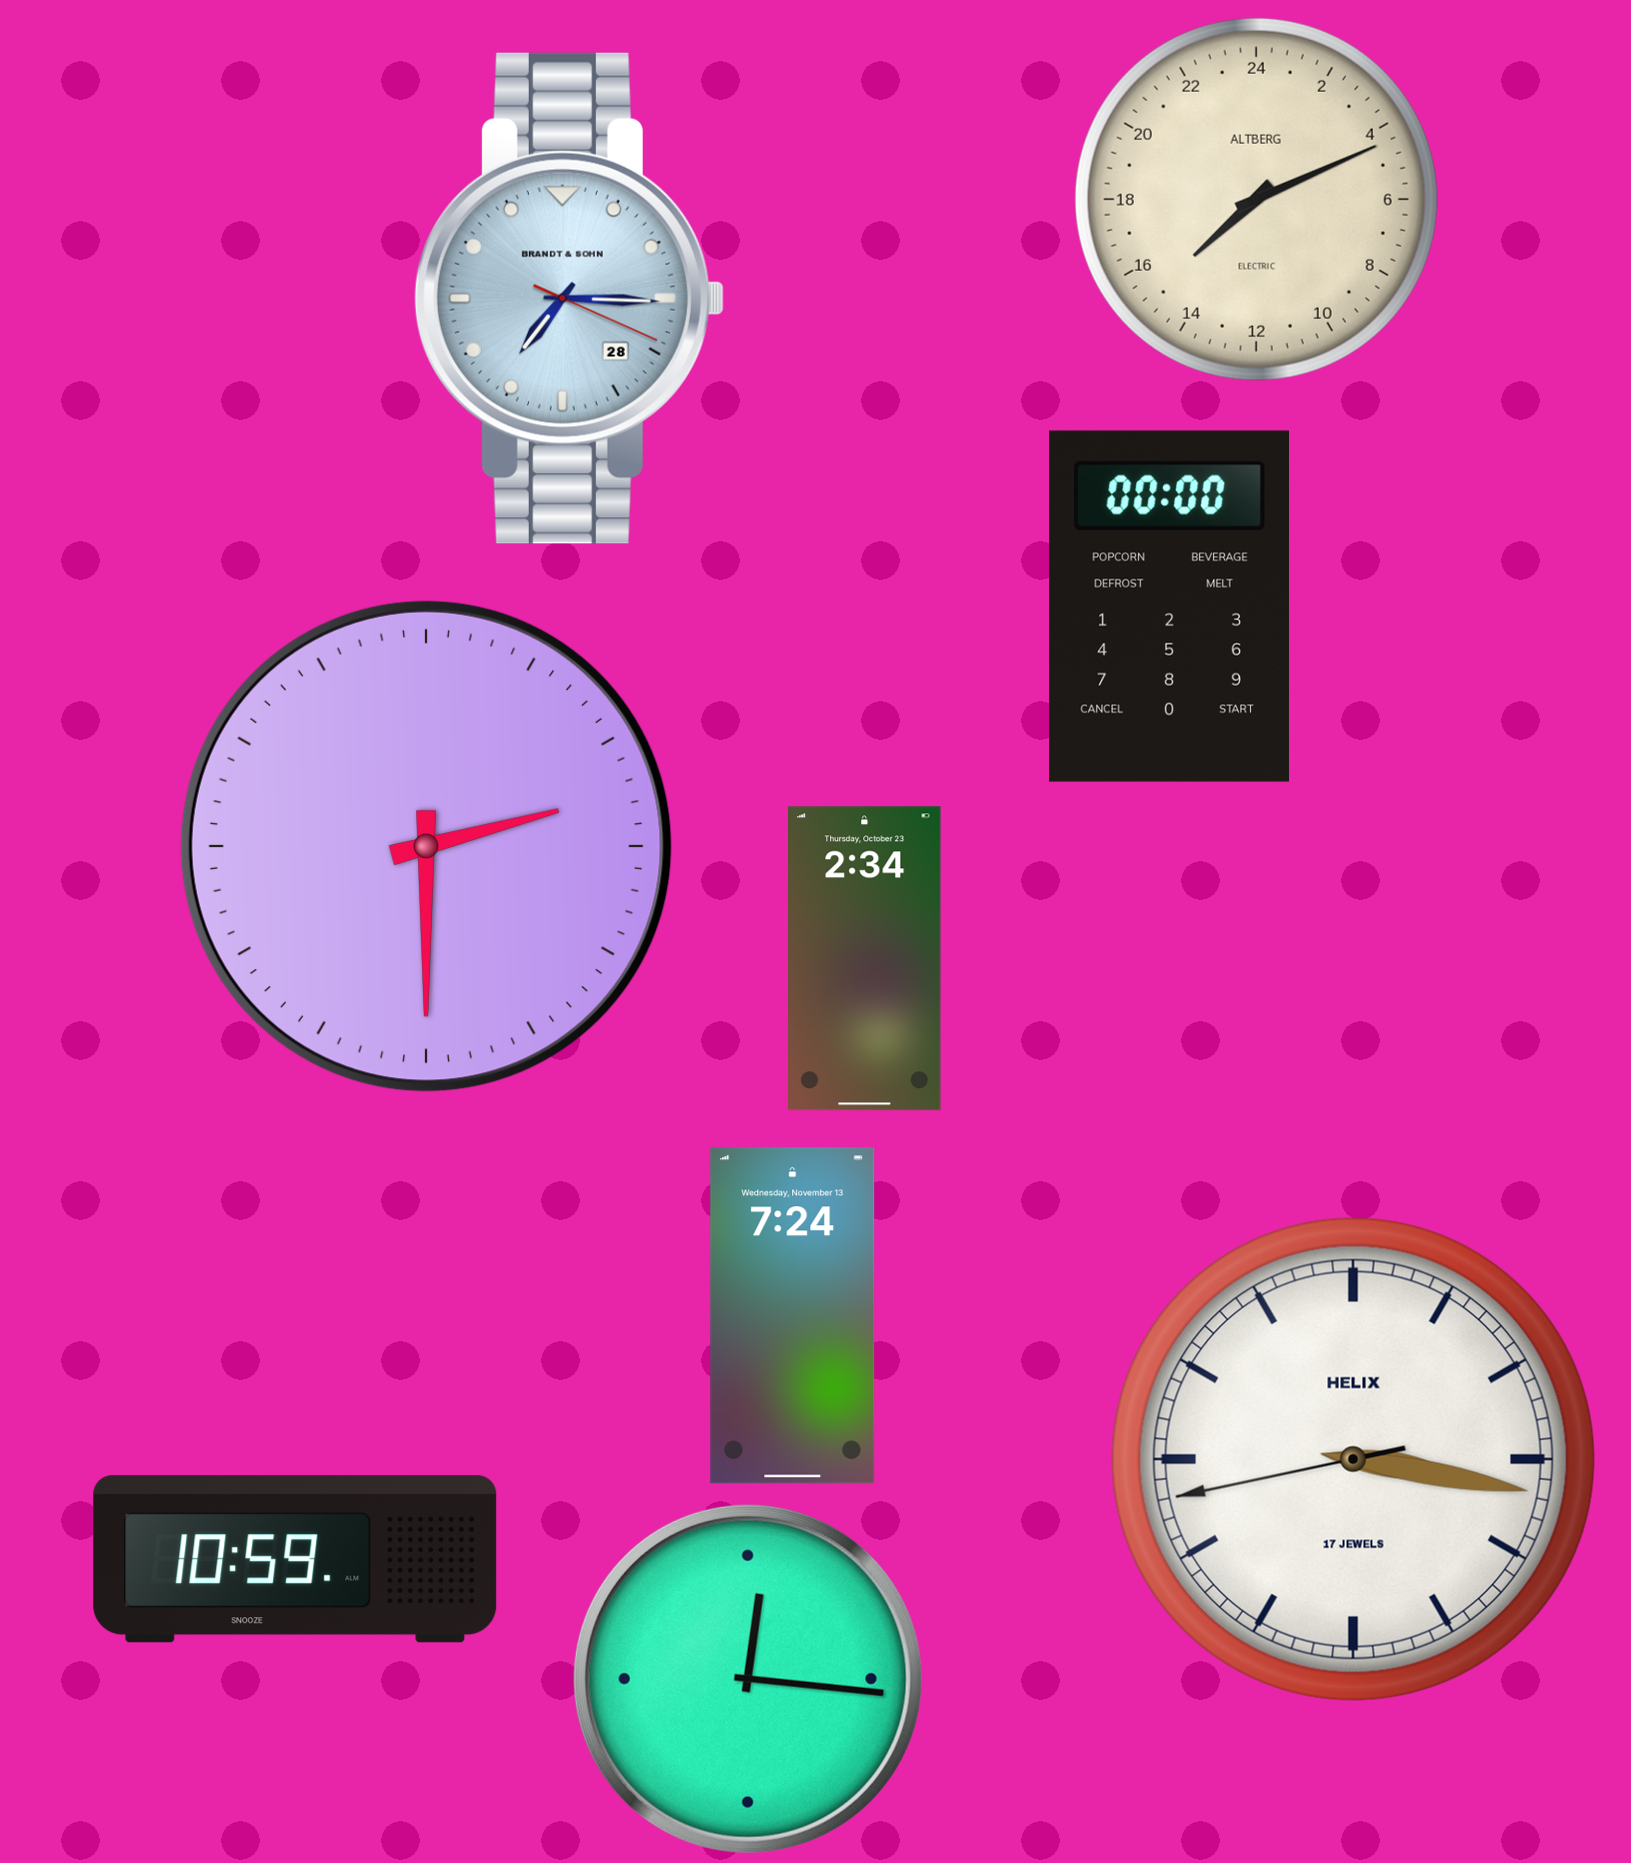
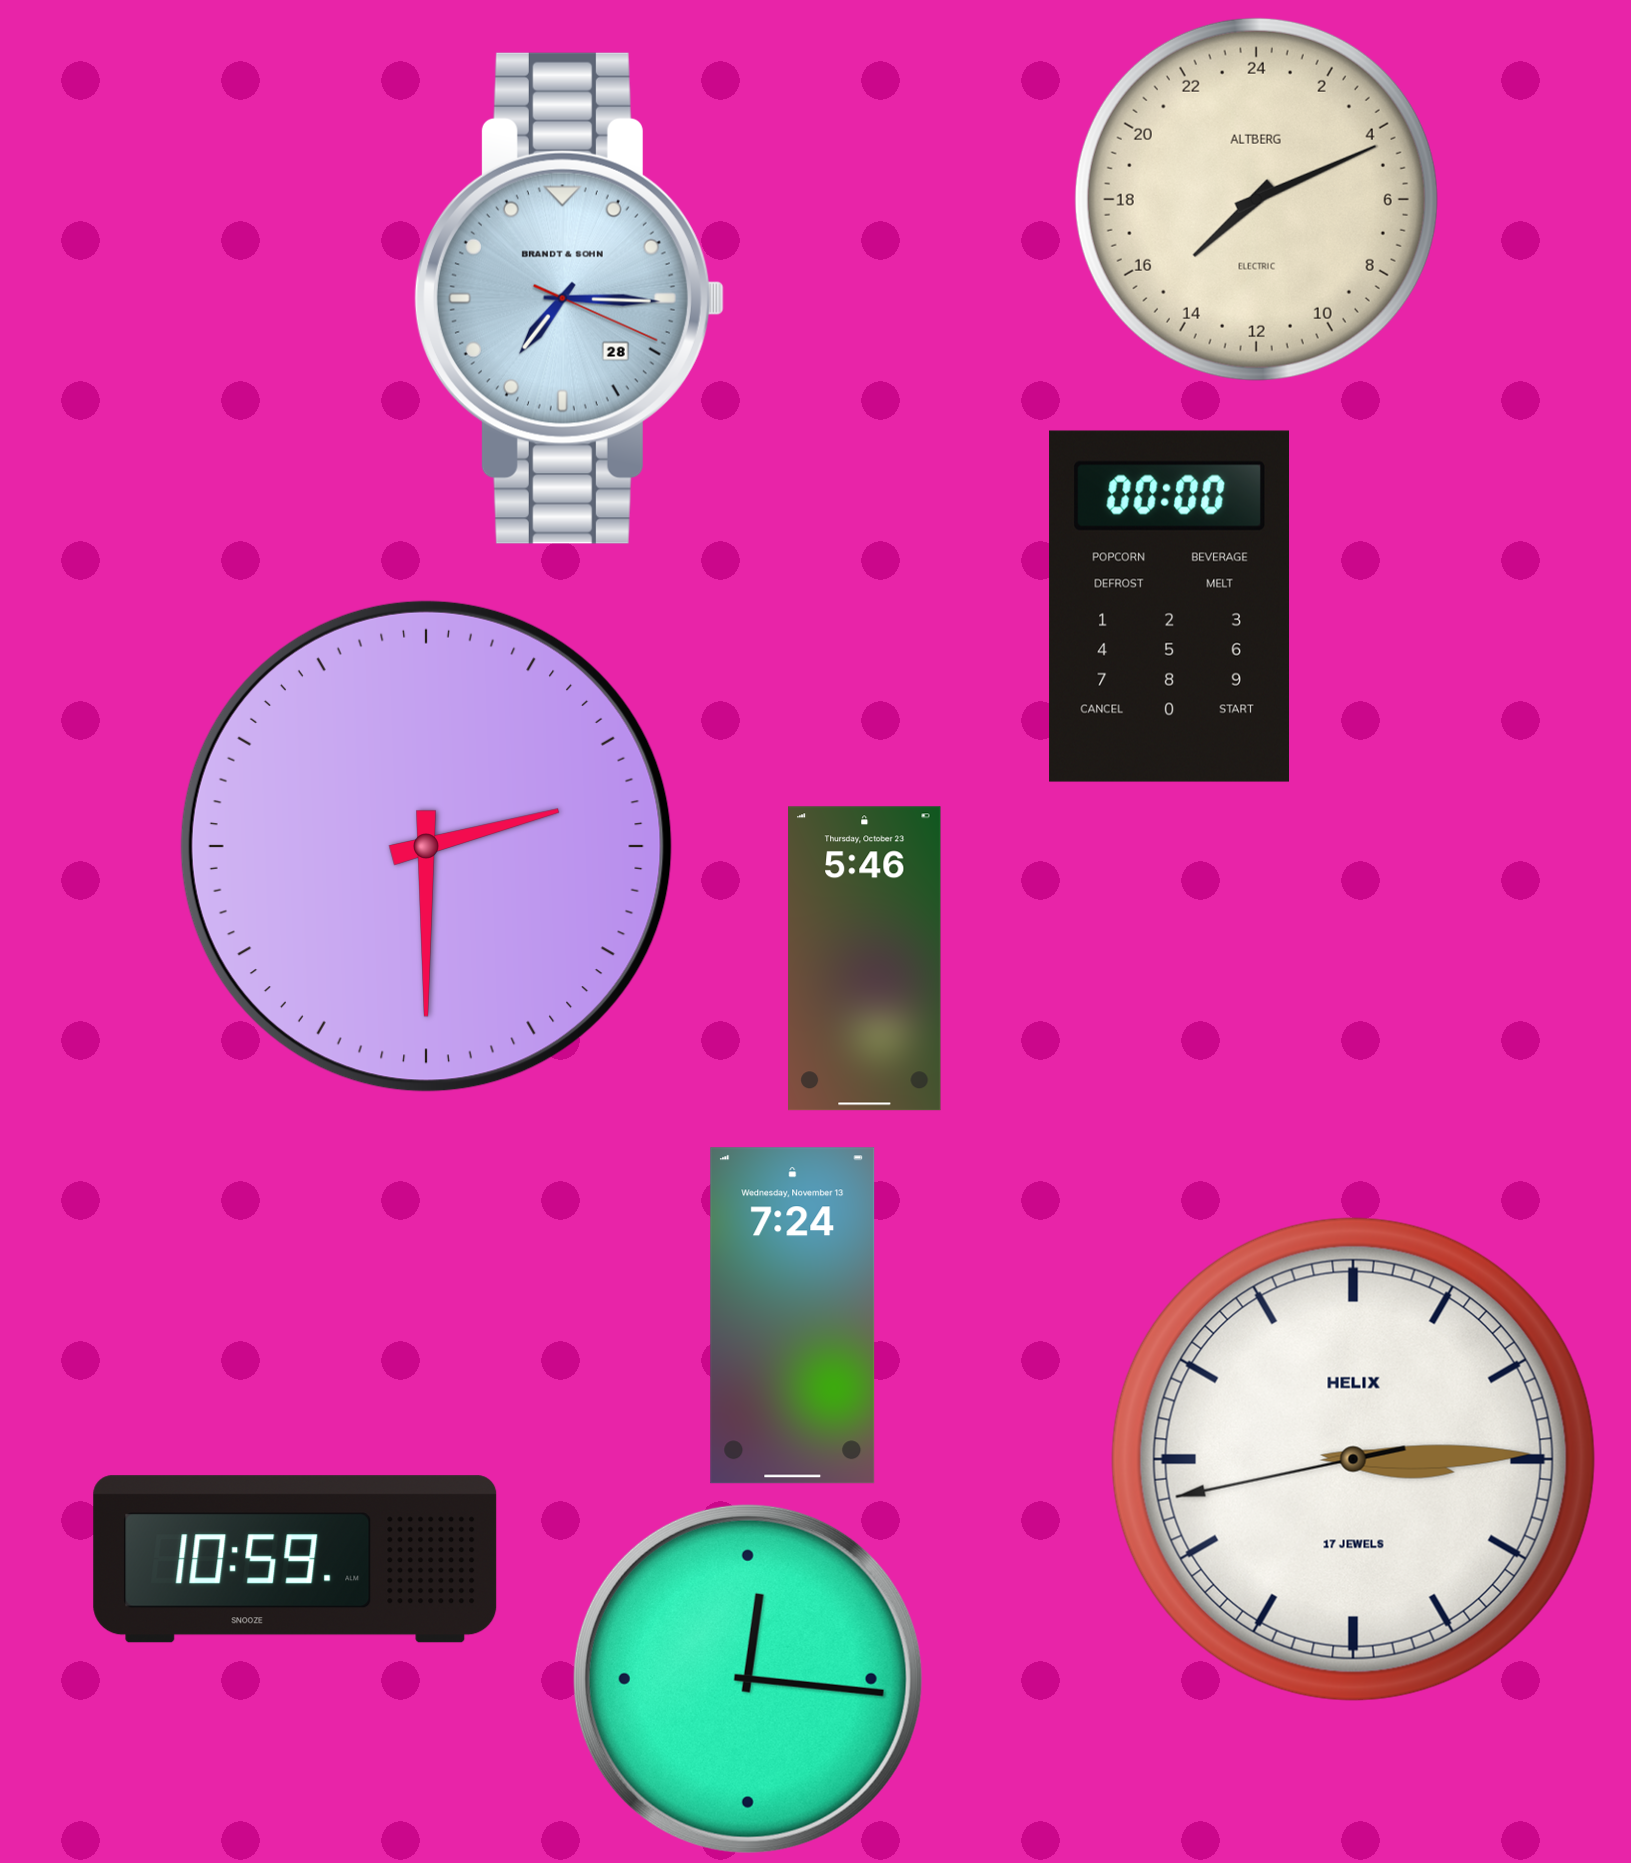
clock at (865, 959): 2:34 -> 5:46
clock at (1353, 1459): 3:16 -> 3:14
